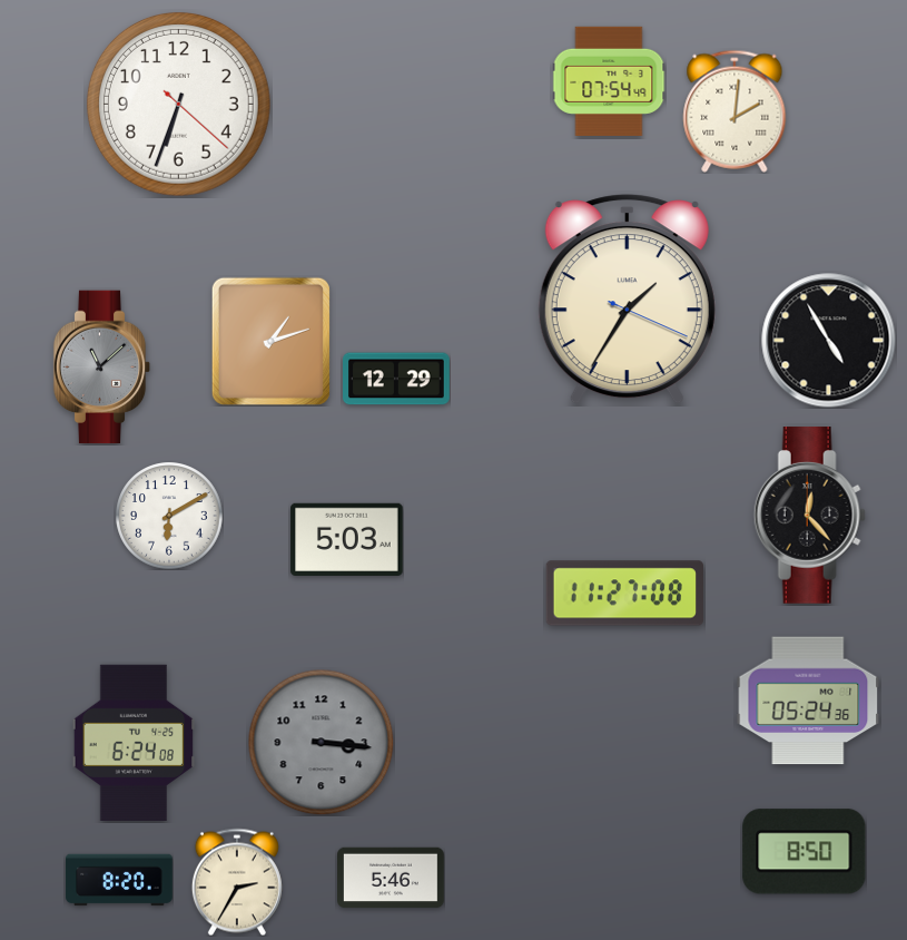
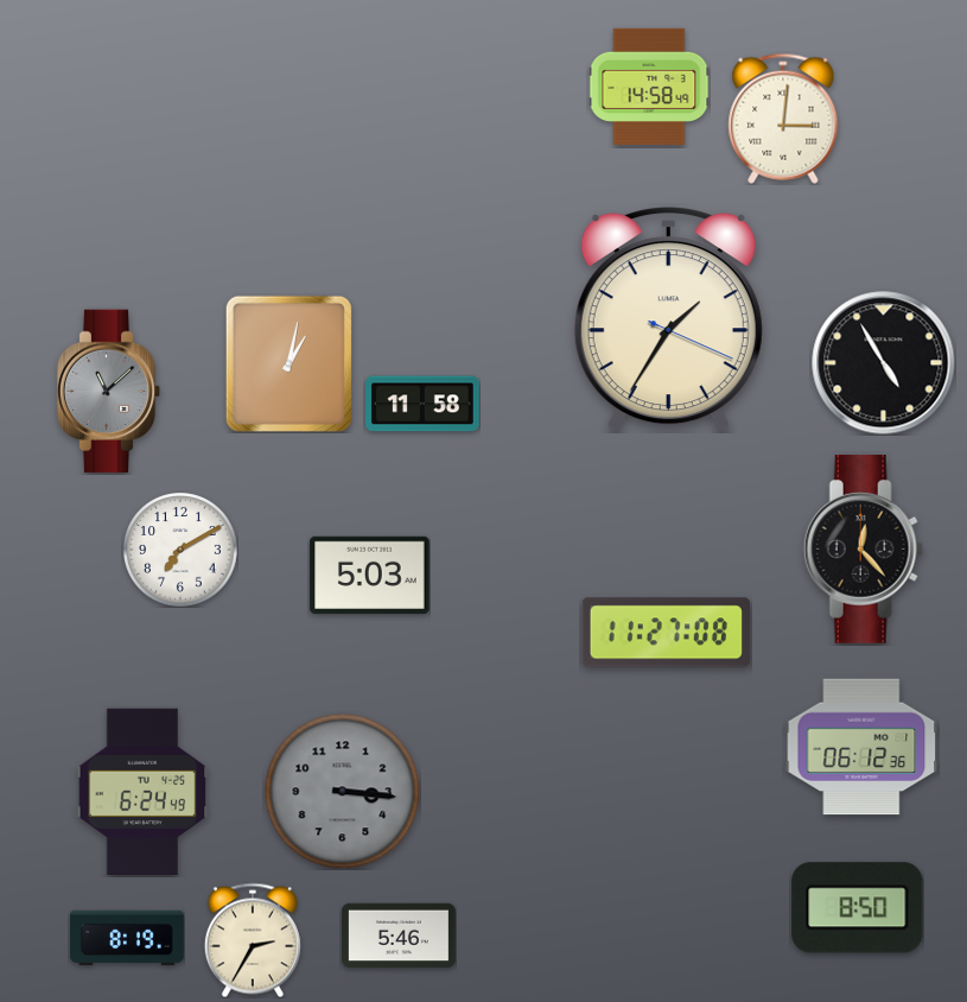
clock at (609, 81): 07:54 -> 14:58
clock at (178, 104): 6:33 -> none
clock at (735, 111): 2:01 -> 3:01
clock at (270, 341): 1:12 -> 1:02
clock at (397, 379): 12:29 -> 11:58
clock at (169, 516): 6:10 -> 7:10
clock at (808, 701): 05:24 -> 06:12
clock at (134, 742): 6:24:08 -> 6:24:49
clock at (392, 878) position: (392, 878) -> (400, 936)
clock at (119, 880): 8:20 -> 8:19
